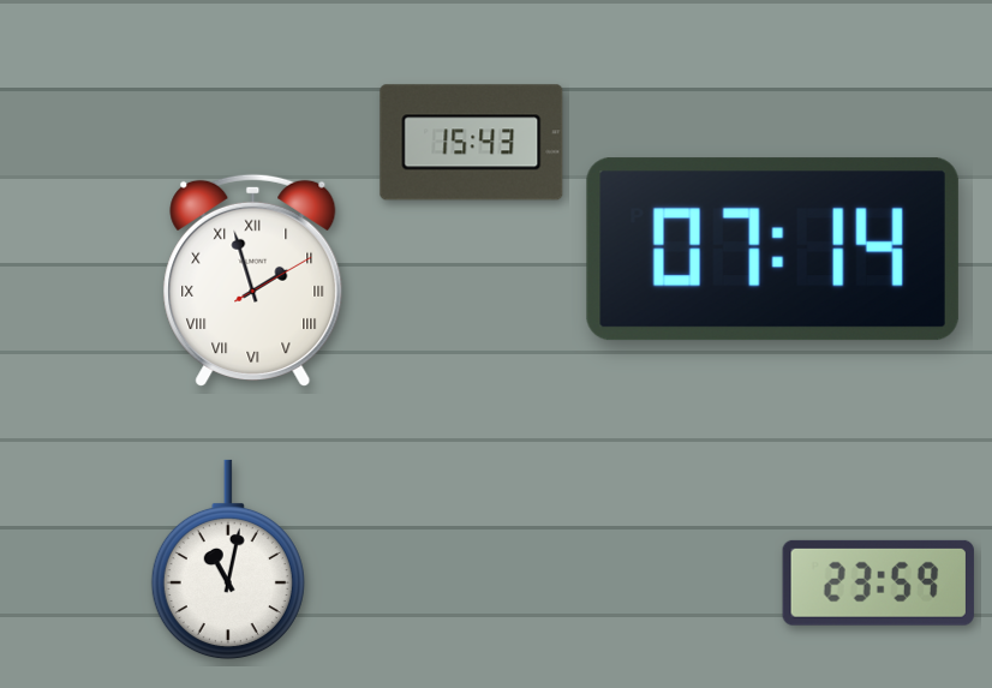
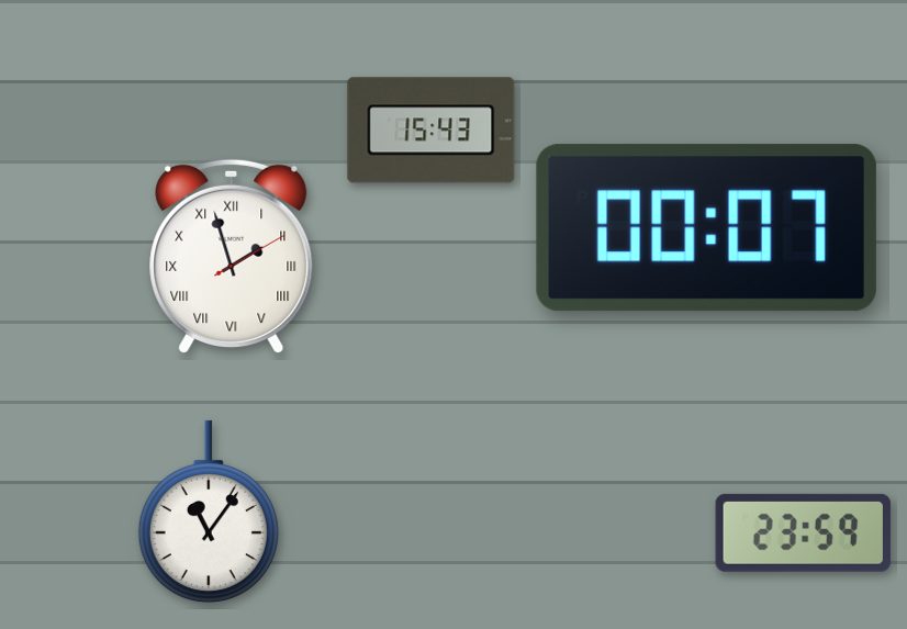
clock at (772, 250): 07:14 -> 00:07
clock at (228, 560): 11:02 -> 11:06
